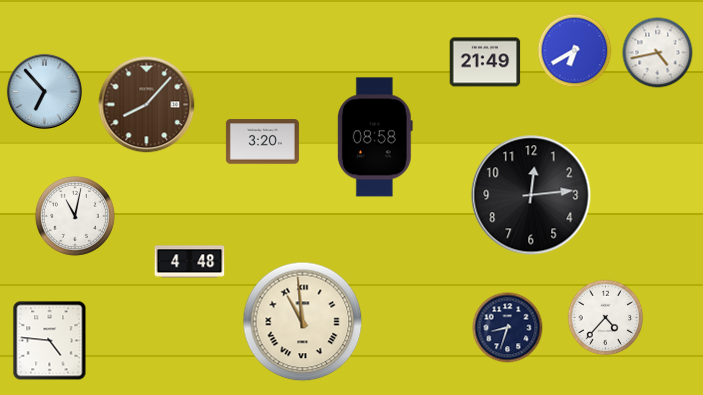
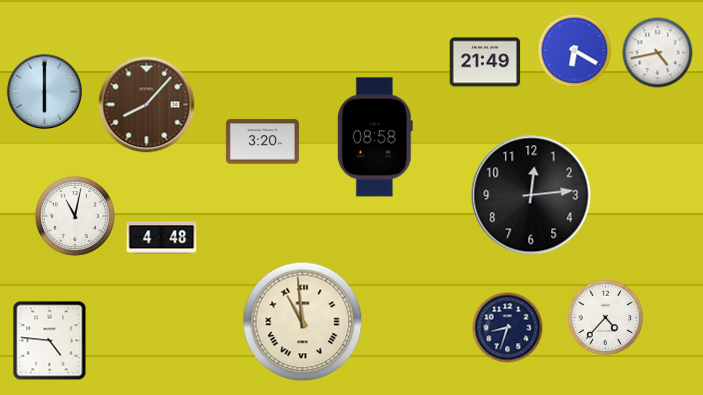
clock at (575, 51): 6:40 -> 6:20
clock at (44, 91): 6:53 -> 6:00
clock at (190, 262) position: (190, 262) -> (162, 238)
